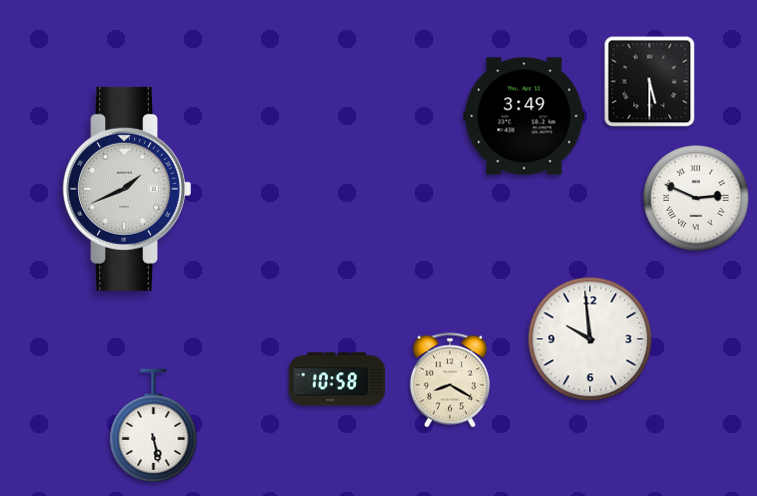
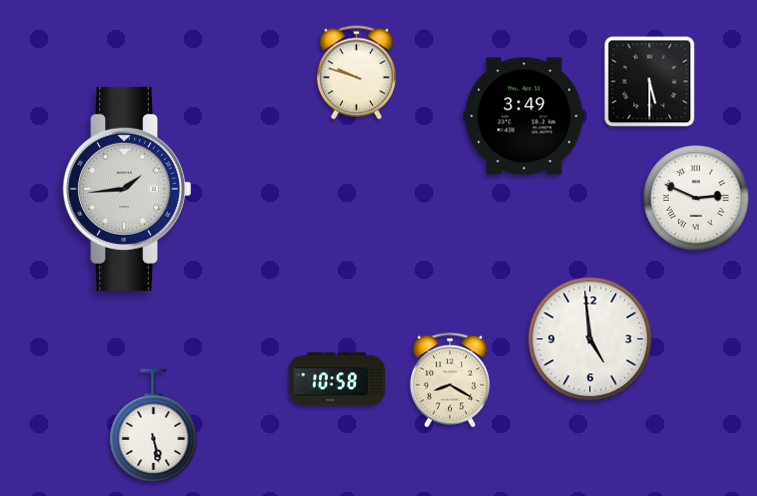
clock at (356, 73): none -> 9:48
clock at (126, 189): 1:41 -> 1:44
clock at (590, 339): 9:59 -> 4:59
